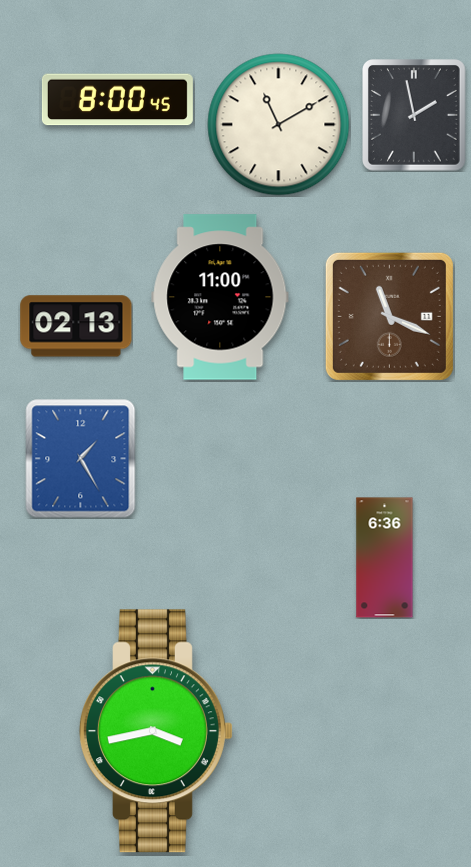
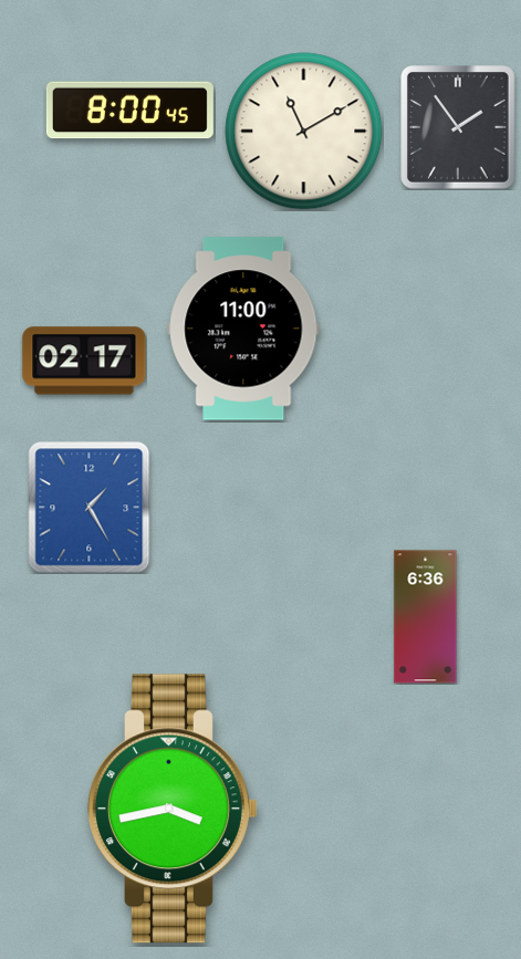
clock at (415, 116): 1:58 -> 1:54
clock at (279, 125) position: (279, 125) -> (304, 132)
clock at (389, 316): 11:19 -> none
clock at (76, 326): 02:13 -> 02:17
